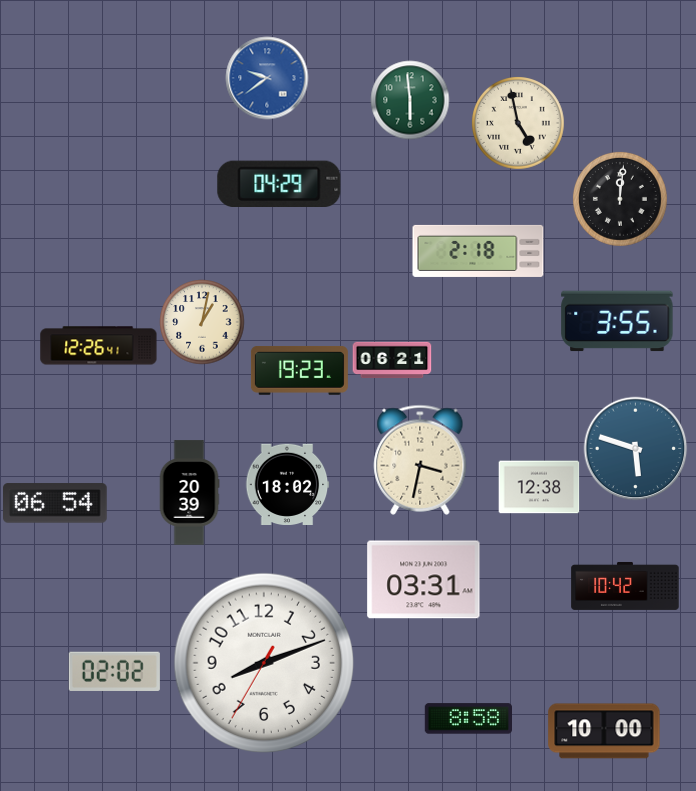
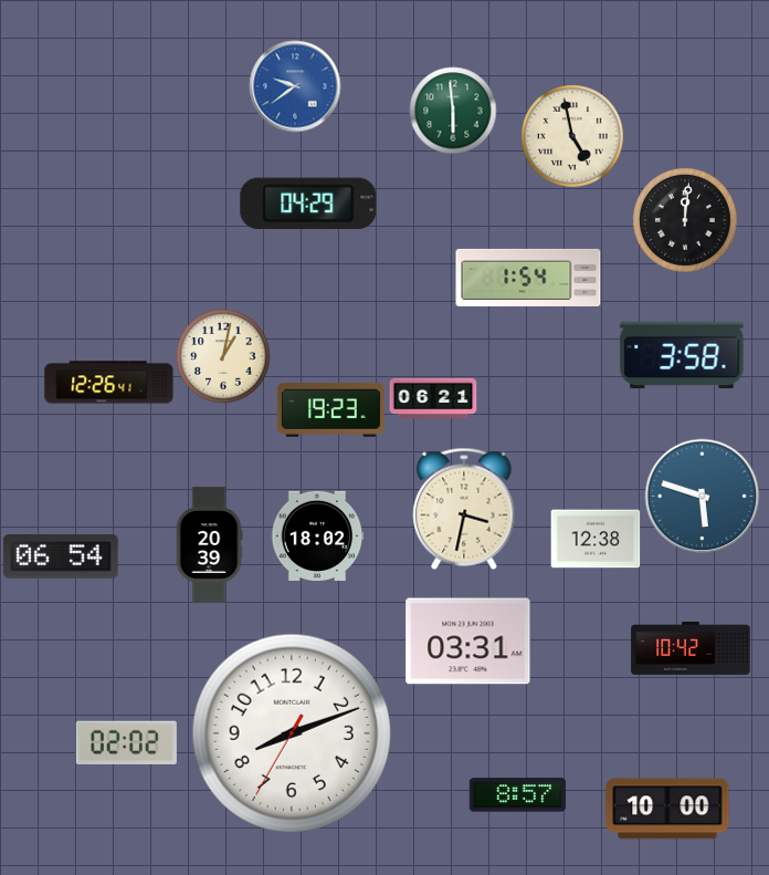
clock at (478, 251): 2:18 -> 1:54
clock at (617, 321): 3:55 -> 3:58
clock at (468, 719): 8:58 -> 8:57
